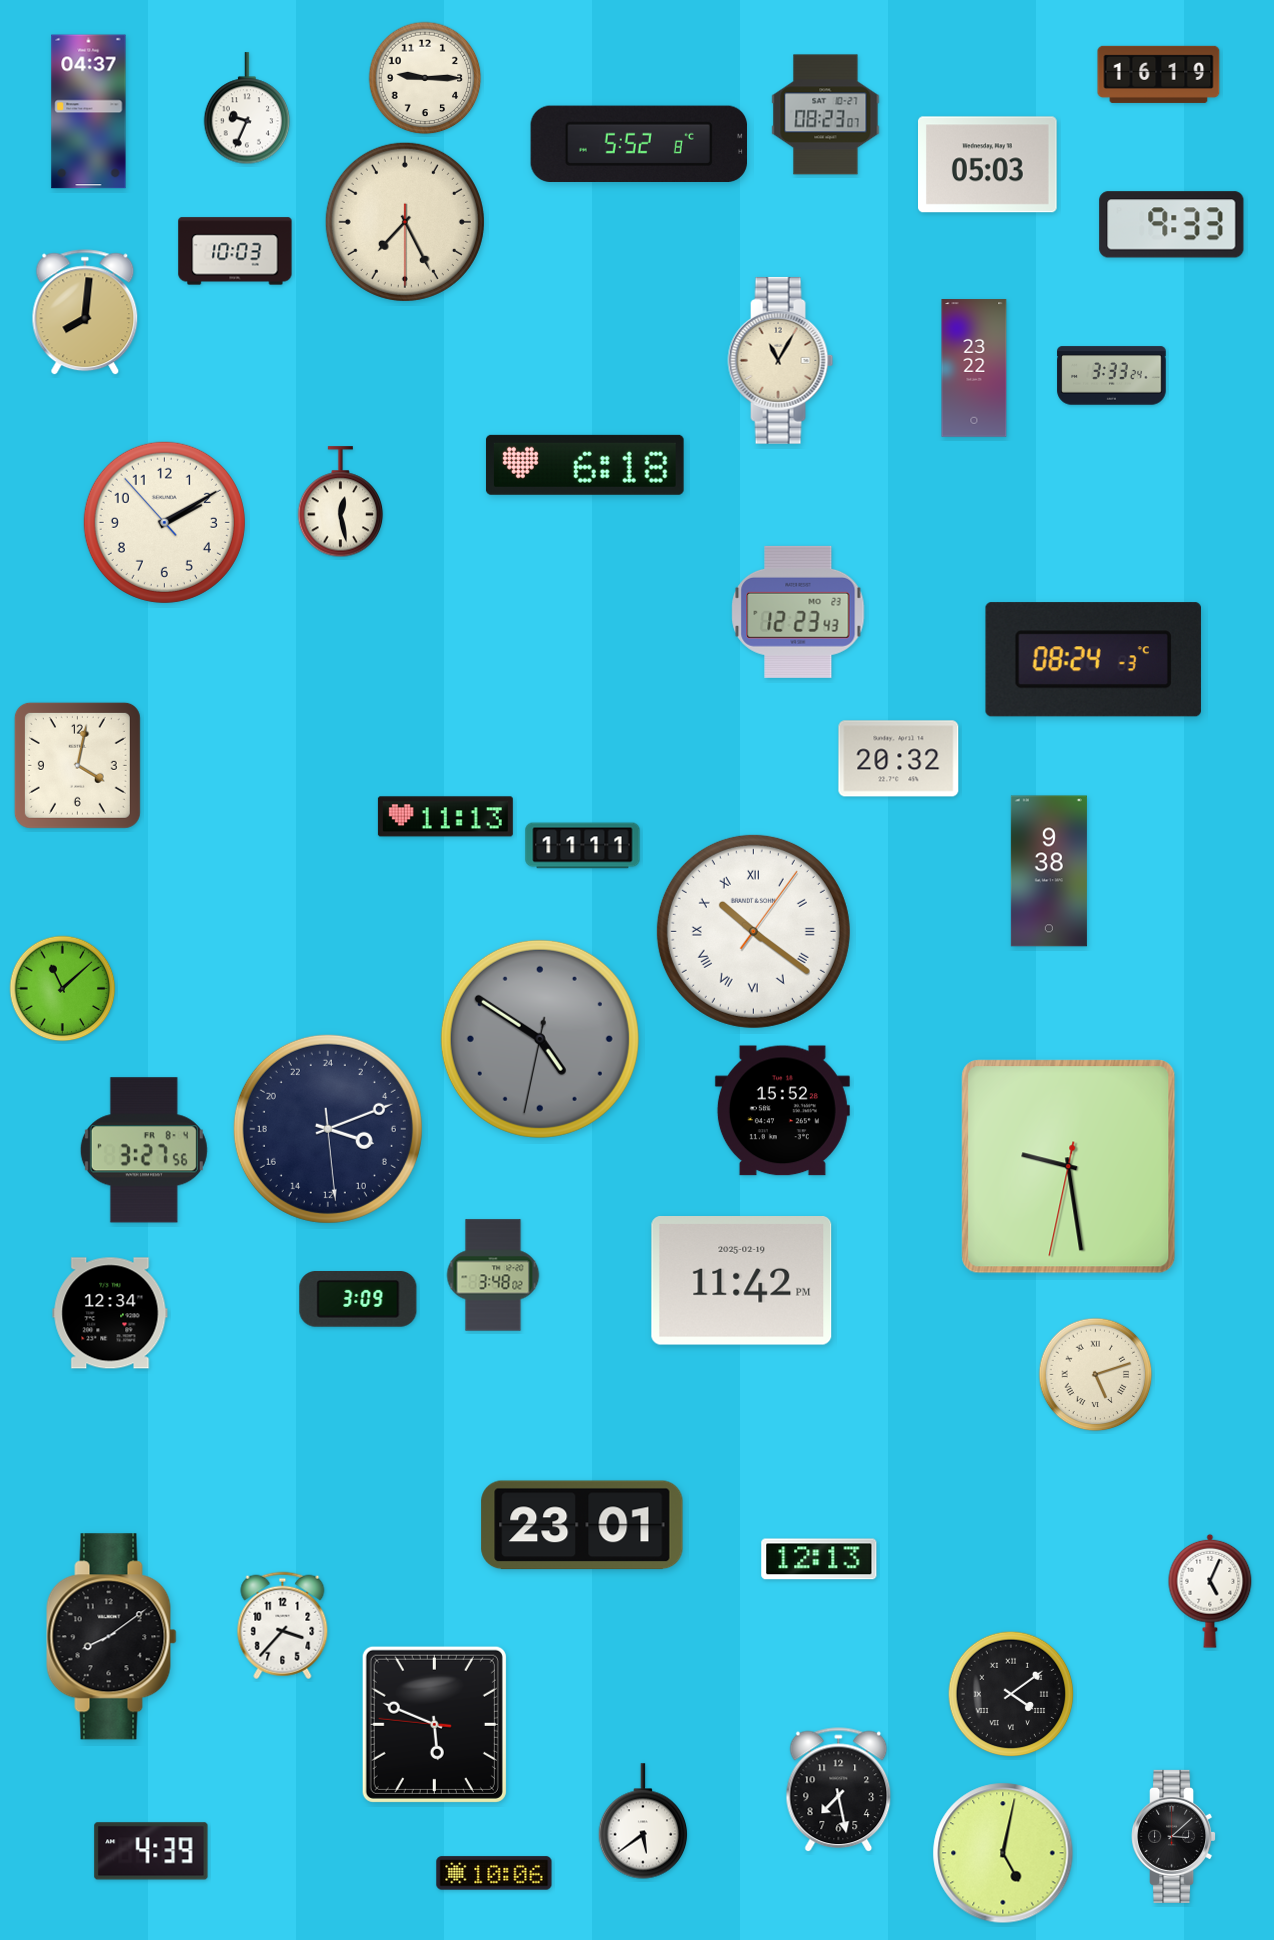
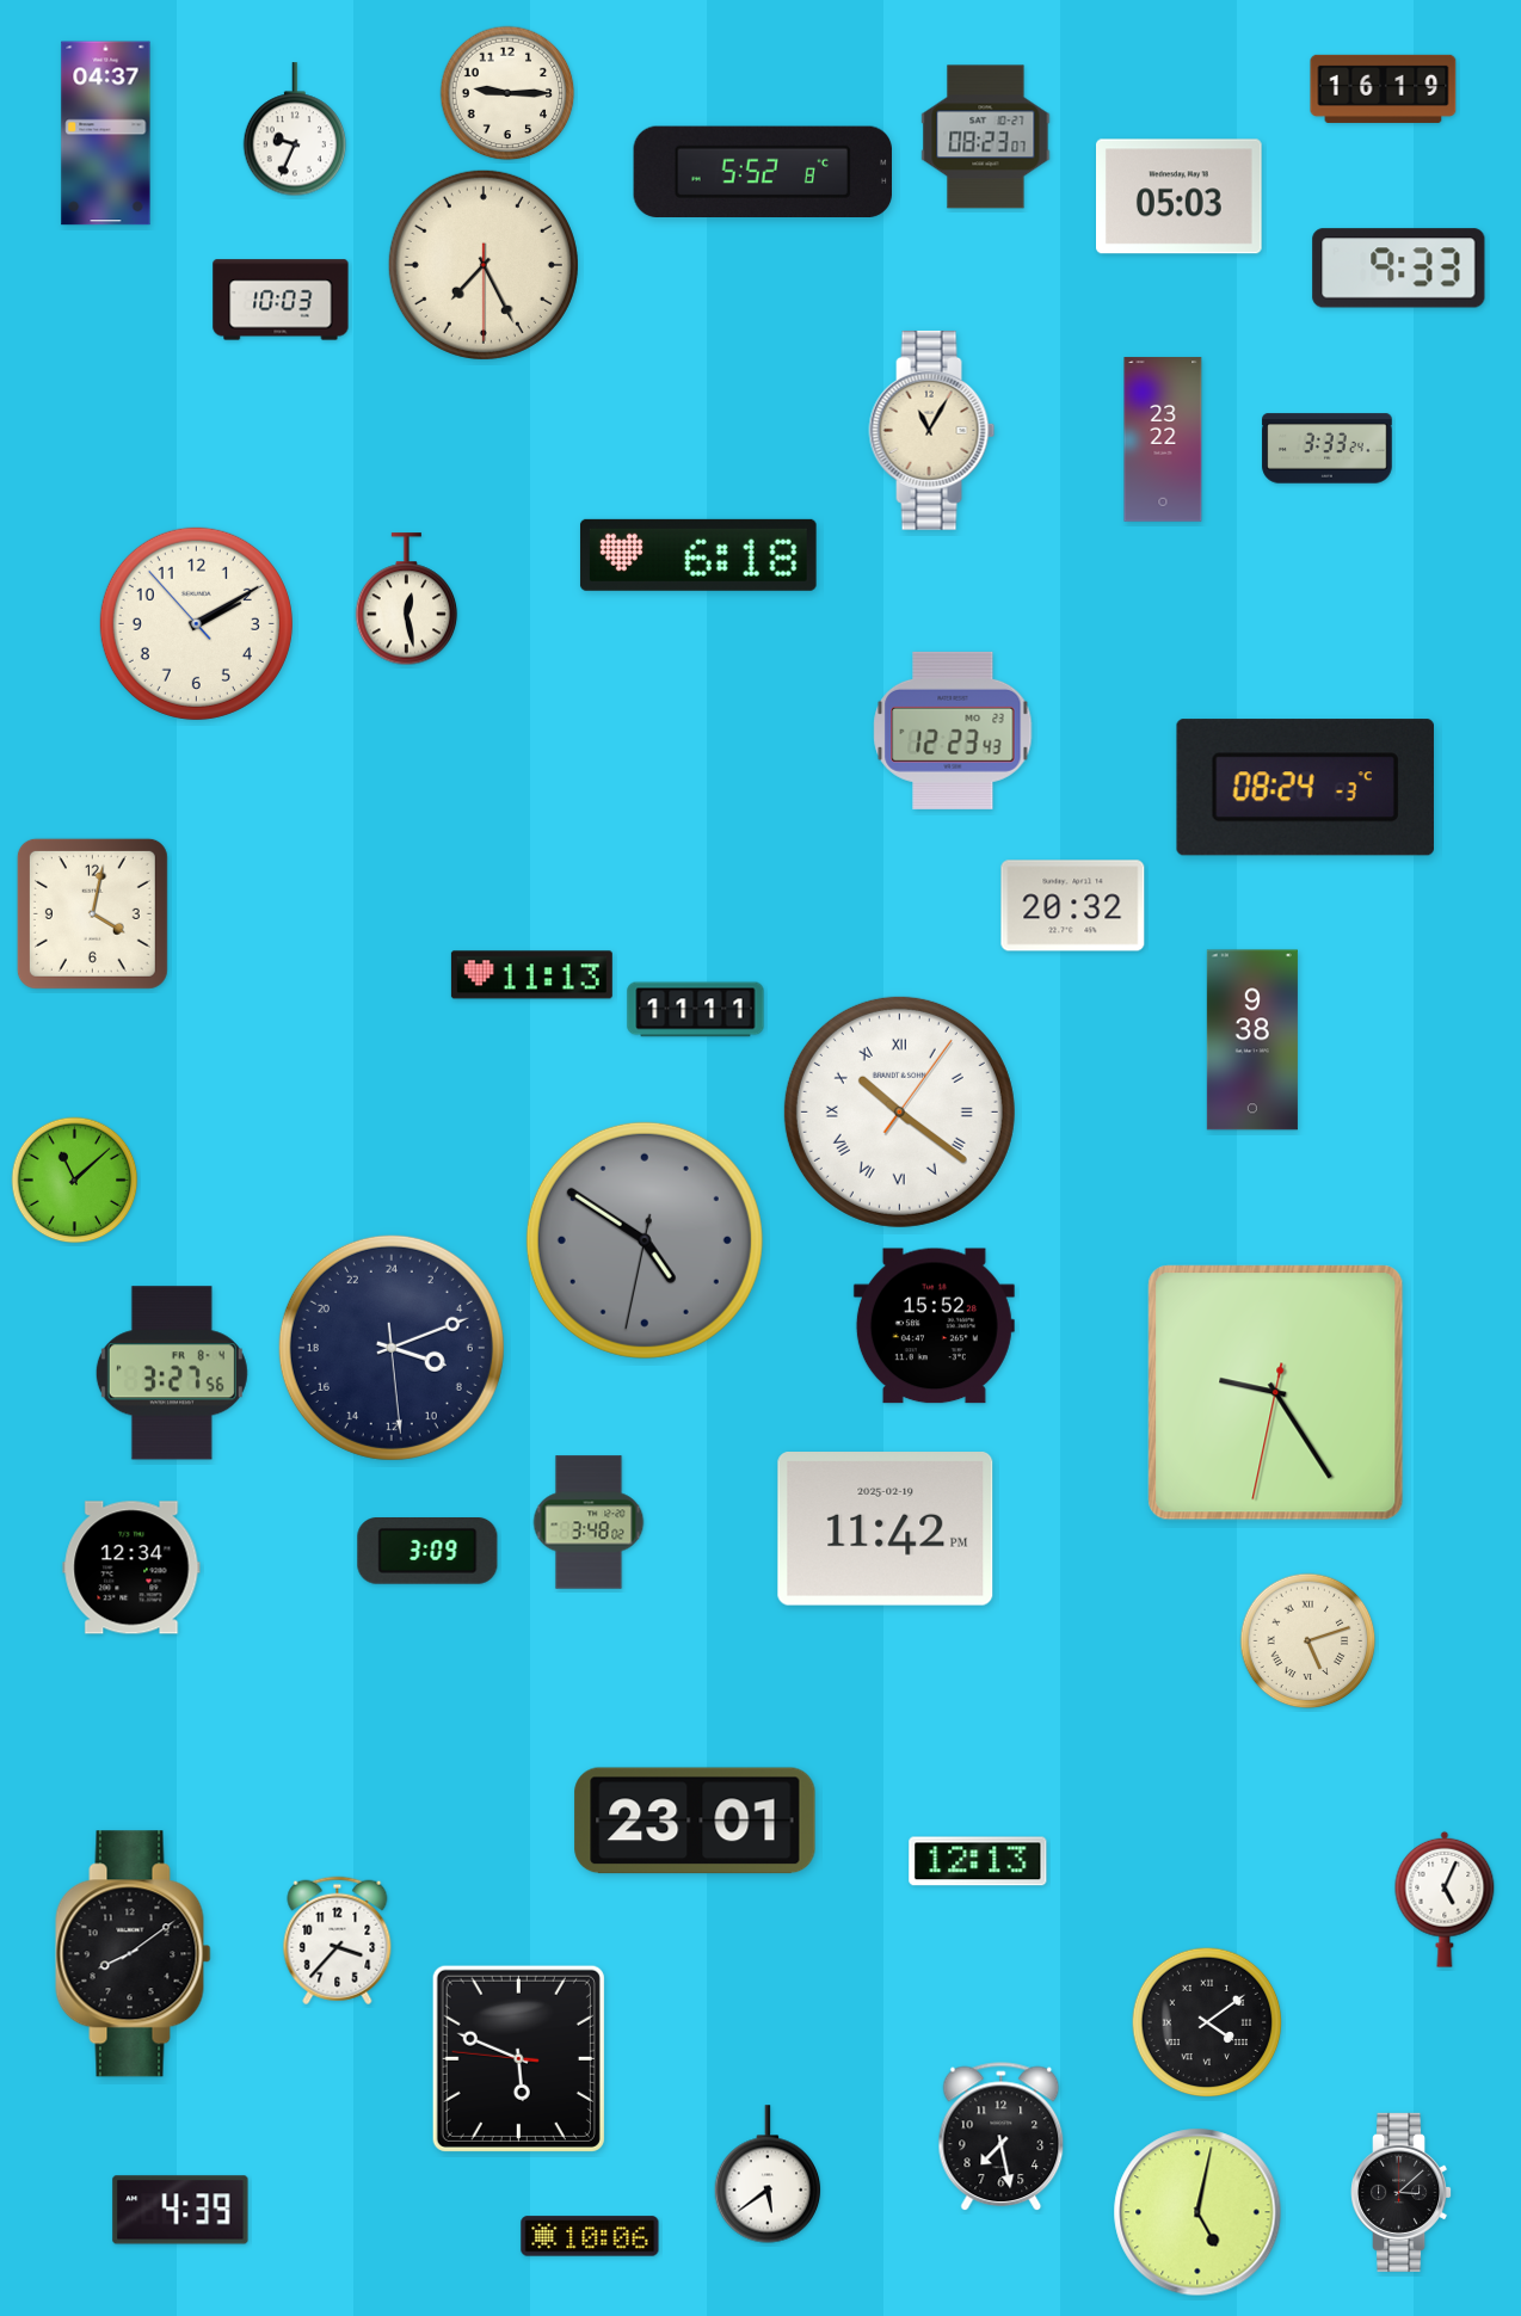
clock at (85, 313): 8:01 -> none
clock at (1069, 1167): 9:28 -> 9:24
